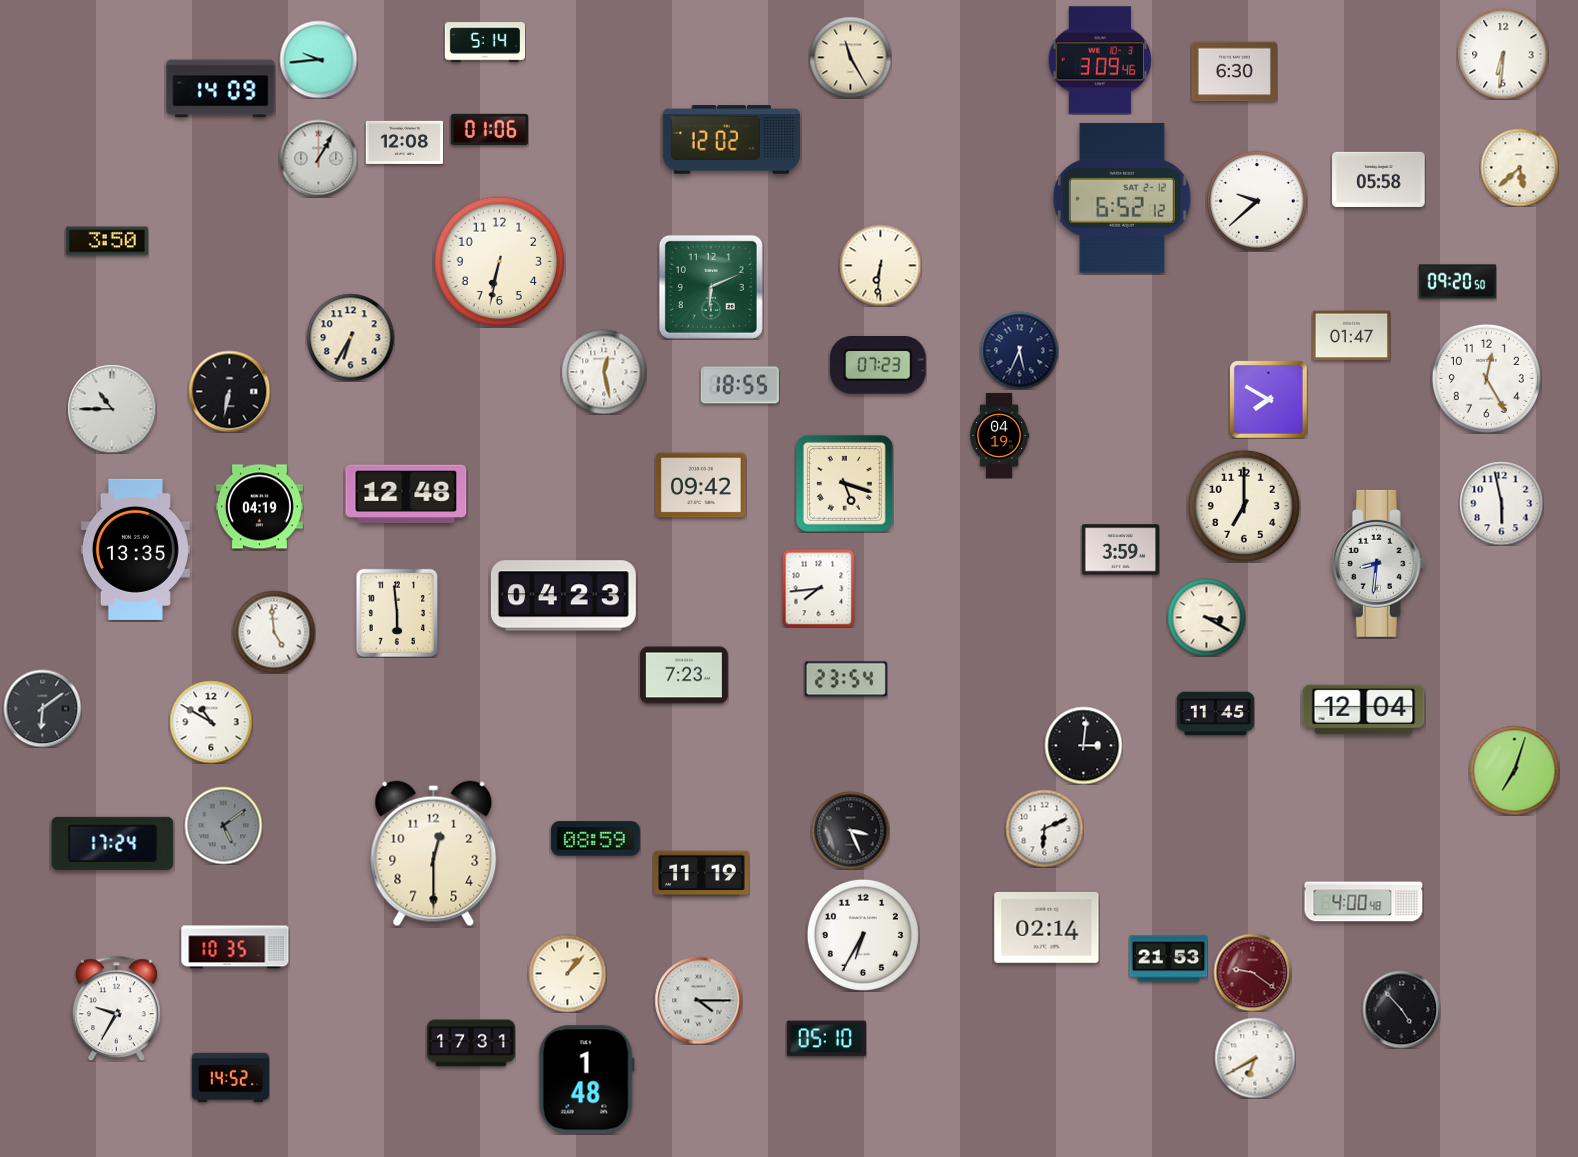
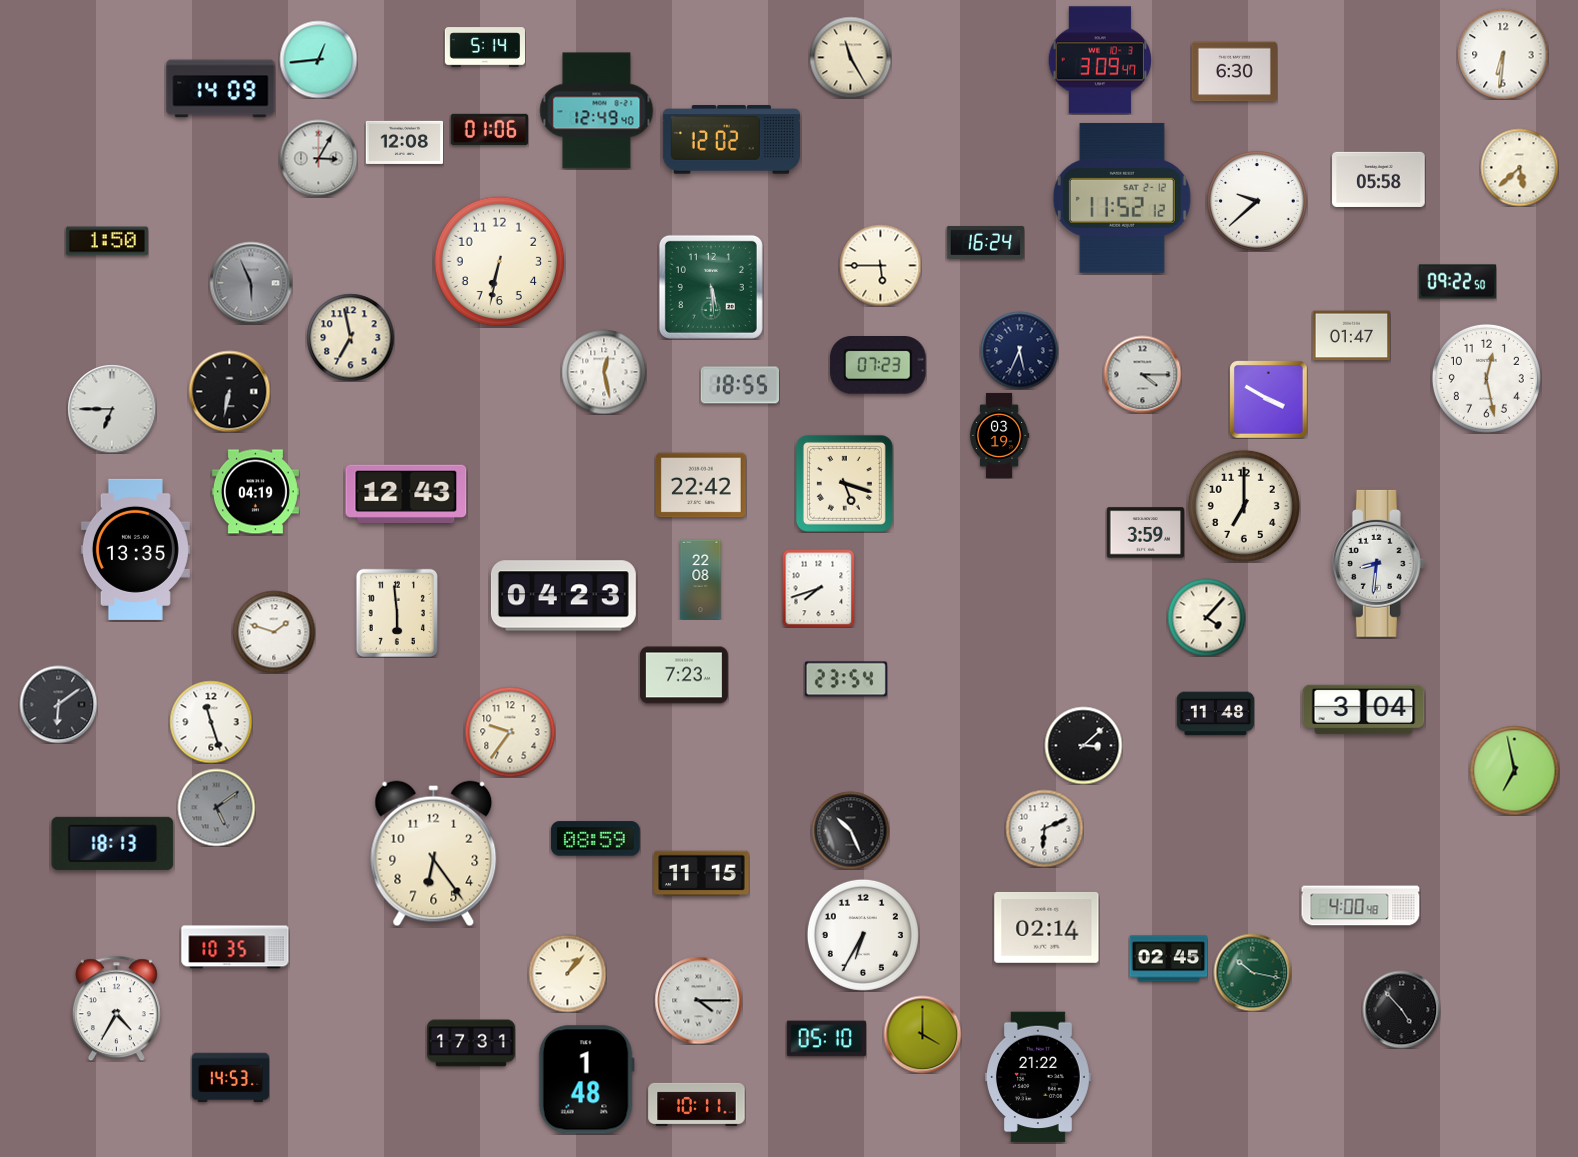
clock at (484, 42) position: (484, 42) -> (484, 47)
clock at (318, 59): 9:44 -> 12:44
clock at (1099, 60): 3:09:46 -> 3:09:47
clock at (597, 111): none -> 12:49
clock at (318, 158): 1:05 -> 3:05
clock at (1122, 198): 6:52 -> 11:52
clock at (107, 241): 3:50 -> 1:50
clock at (985, 242): none -> 16:24
clock at (880, 265): 6:31 -> 5:45
clock at (1457, 282): 09:20 -> 09:22
clock at (251, 283): none -> 5:56
clock at (711, 287): 6:11 -> 5:29
clock at (350, 337): 6:35 -> 6:58
clock at (1142, 374): none -> 4:15
clock at (1486, 378): 12:25 -> 12:28
clock at (1268, 399): 7:50 -> 3:50
clock at (112, 409): 10:45 -> 6:45
clock at (999, 435): 04:19 -> 03:19
clock at (701, 485): 09:42 -> 22:42
clock at (406, 493): 12:48 -> 12:43
clock at (1501, 503): 5:58 -> none
clock at (259, 507) position: (259, 507) -> (255, 492)
clock at (1120, 550) position: (1120, 550) -> (1145, 533)
clock at (701, 579): none -> 22:08
clock at (819, 588): 7:44 -> 7:42
clock at (1206, 617): 3:20 -> 4:07
clock at (274, 632): 4:59 -> 1:48
clock at (42, 708) position: (42, 708) -> (58, 704)
clock at (1364, 710): 12:04 -> 3:04
clock at (1215, 714): 11:45 -> 11:48
clock at (211, 722): 10:50 -> 11:27
clock at (510, 732): none -> 9:36
clock at (1083, 745): 3:01 -> 3:08
clock at (1514, 770): 7:03 -> 6:58
clock at (223, 825) position: (223, 825) -> (216, 807)
clock at (850, 830): 3:26 -> 10:26
clock at (113, 843): 17:24 -> 18:13
clock at (434, 854): 12:30 -> 6:24
clock at (702, 874): 11:19 -> 11:15
clock at (1364, 902) position: (1364, 902) -> (1361, 906)
clock at (1168, 959): 21:53 -> 02:45
clock at (1252, 972): 9:21 -> 10:17
clock at (1252, 972) dial: burgundy -> green
clock at (116, 1008): 9:35 -> 4:35
clock at (922, 1034): none -> 4:00
clock at (1255, 1058): 6:40 -> none
clock at (1039, 1077): none -> 21:22
clock at (230, 1078): 14:52 -> 14:53
clock at (697, 1104): none -> 10:11
